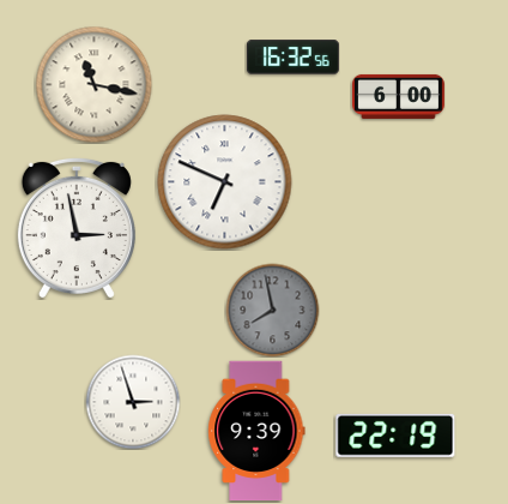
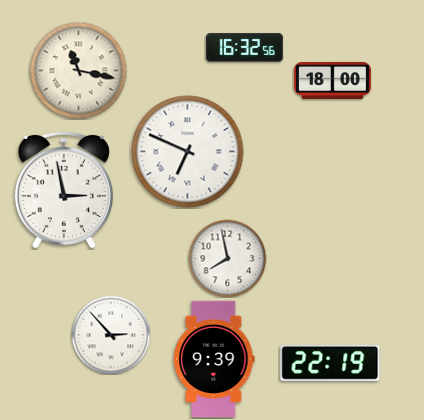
clock at (399, 96): 6:00 -> 18:00
clock at (272, 310) dial: grey -> white
clock at (133, 402): 2:57 -> 2:53
